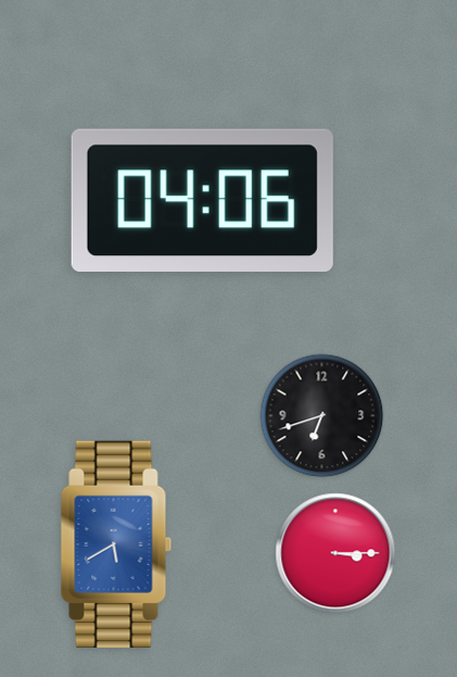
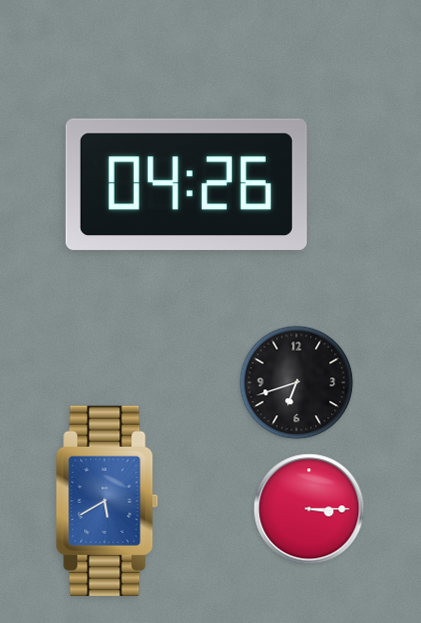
clock at (202, 200): 04:06 -> 04:26
